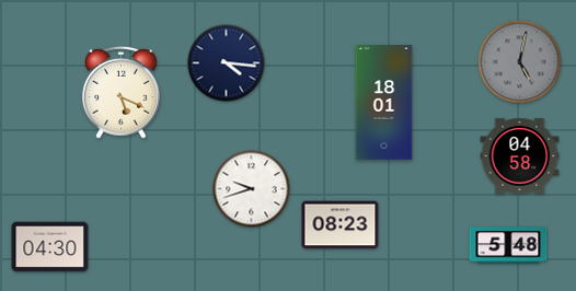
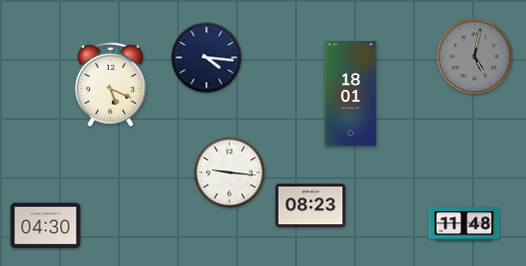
clock at (520, 155): 04:58 -> none
clock at (252, 189): 9:42 -> 9:16
clock at (508, 245): 5:48 -> 11:48
